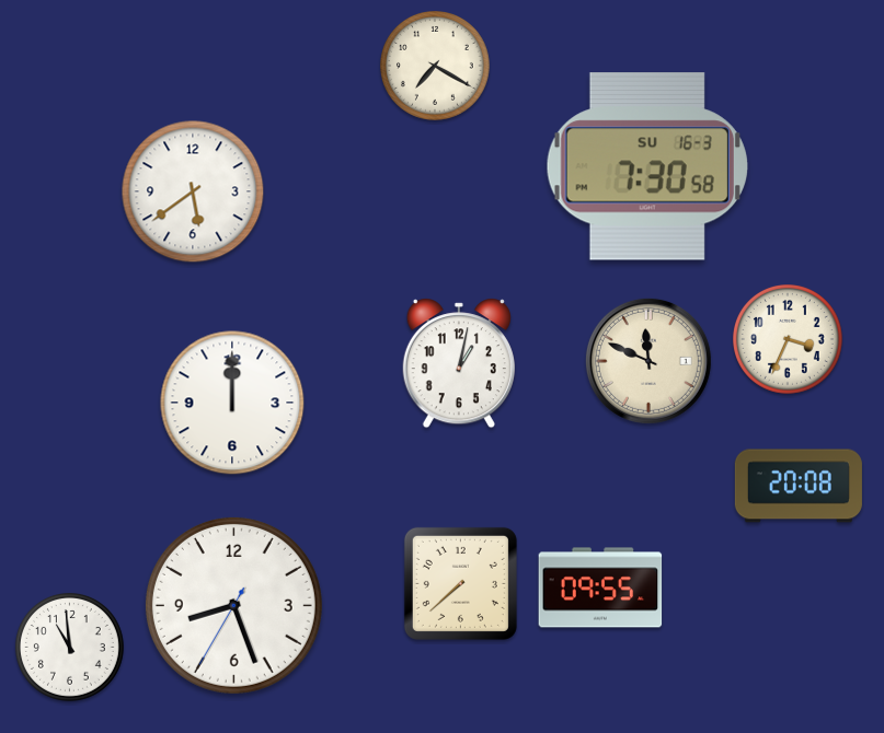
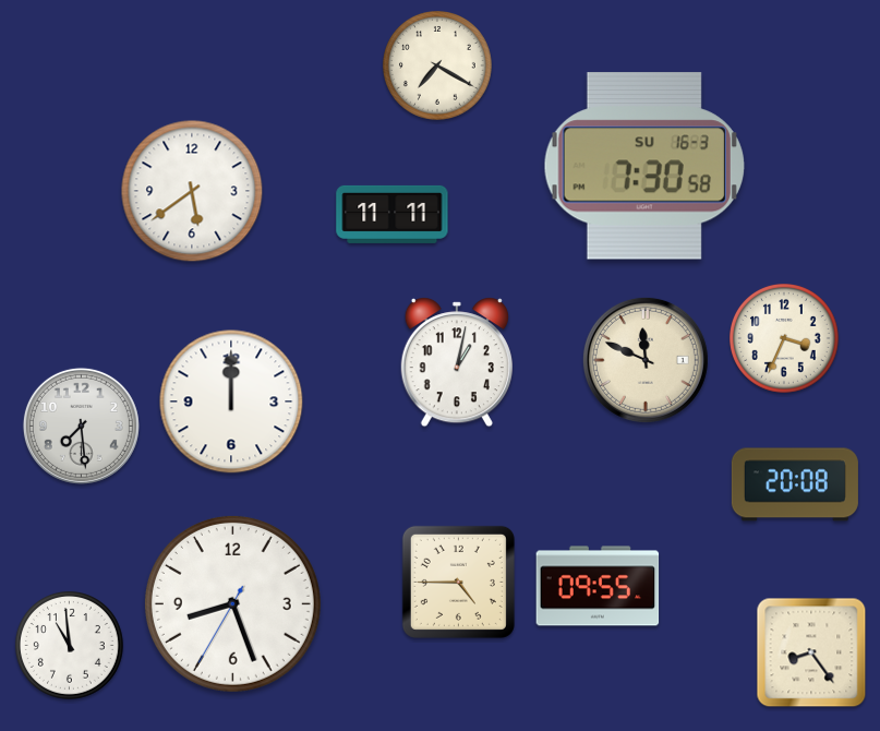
clock at (436, 67) position: (436, 67) -> (438, 67)
clock at (393, 214): none -> 11:11
clock at (81, 426): none -> 7:29
clock at (460, 583): 7:38 -> 4:45
clock at (811, 652): none -> 8:24
